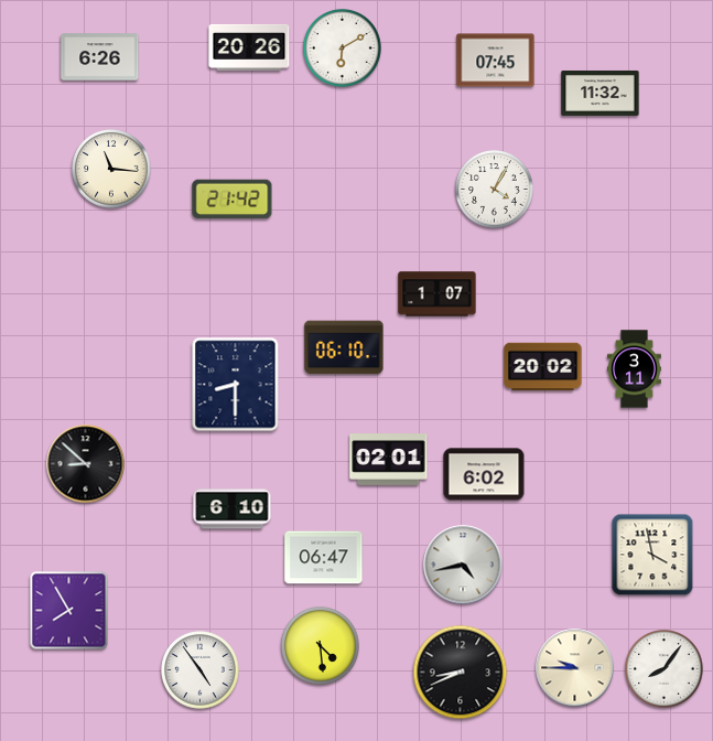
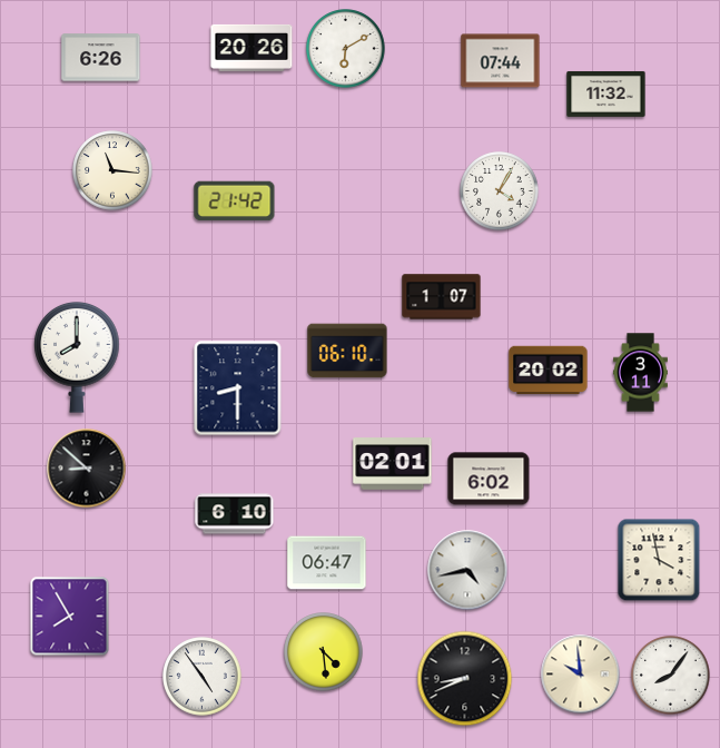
clock at (496, 61): 07:45 -> 07:44
clock at (77, 357): none -> 8:00
clock at (575, 668): 9:45 -> 9:59
